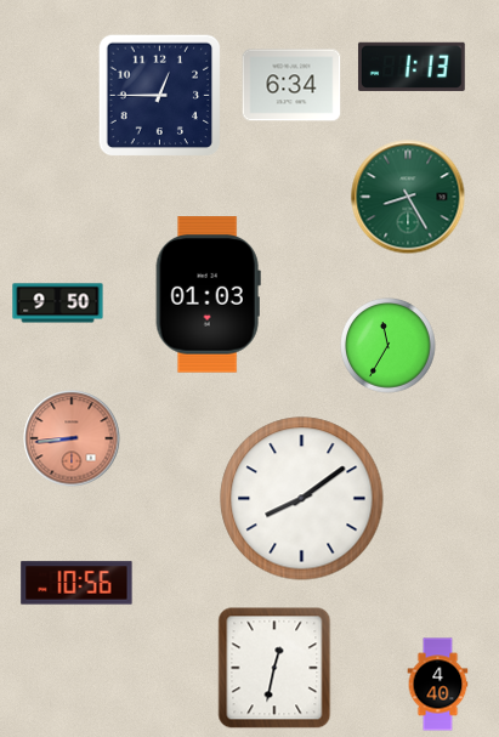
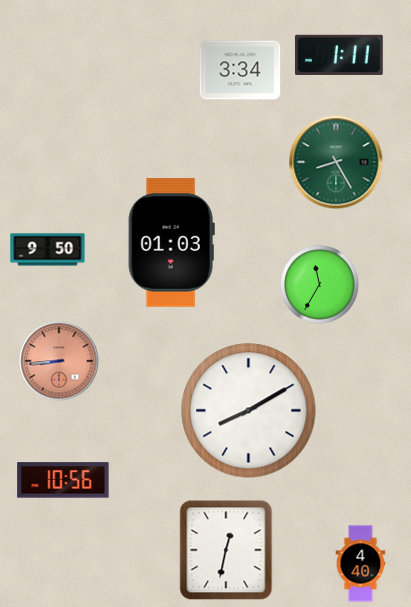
clock at (412, 66): 1:13 -> 1:11
clock at (291, 85): 6:34 -> 3:34
clock at (160, 96): 12:45 -> none
clock at (302, 499): 8:09 -> 8:10
